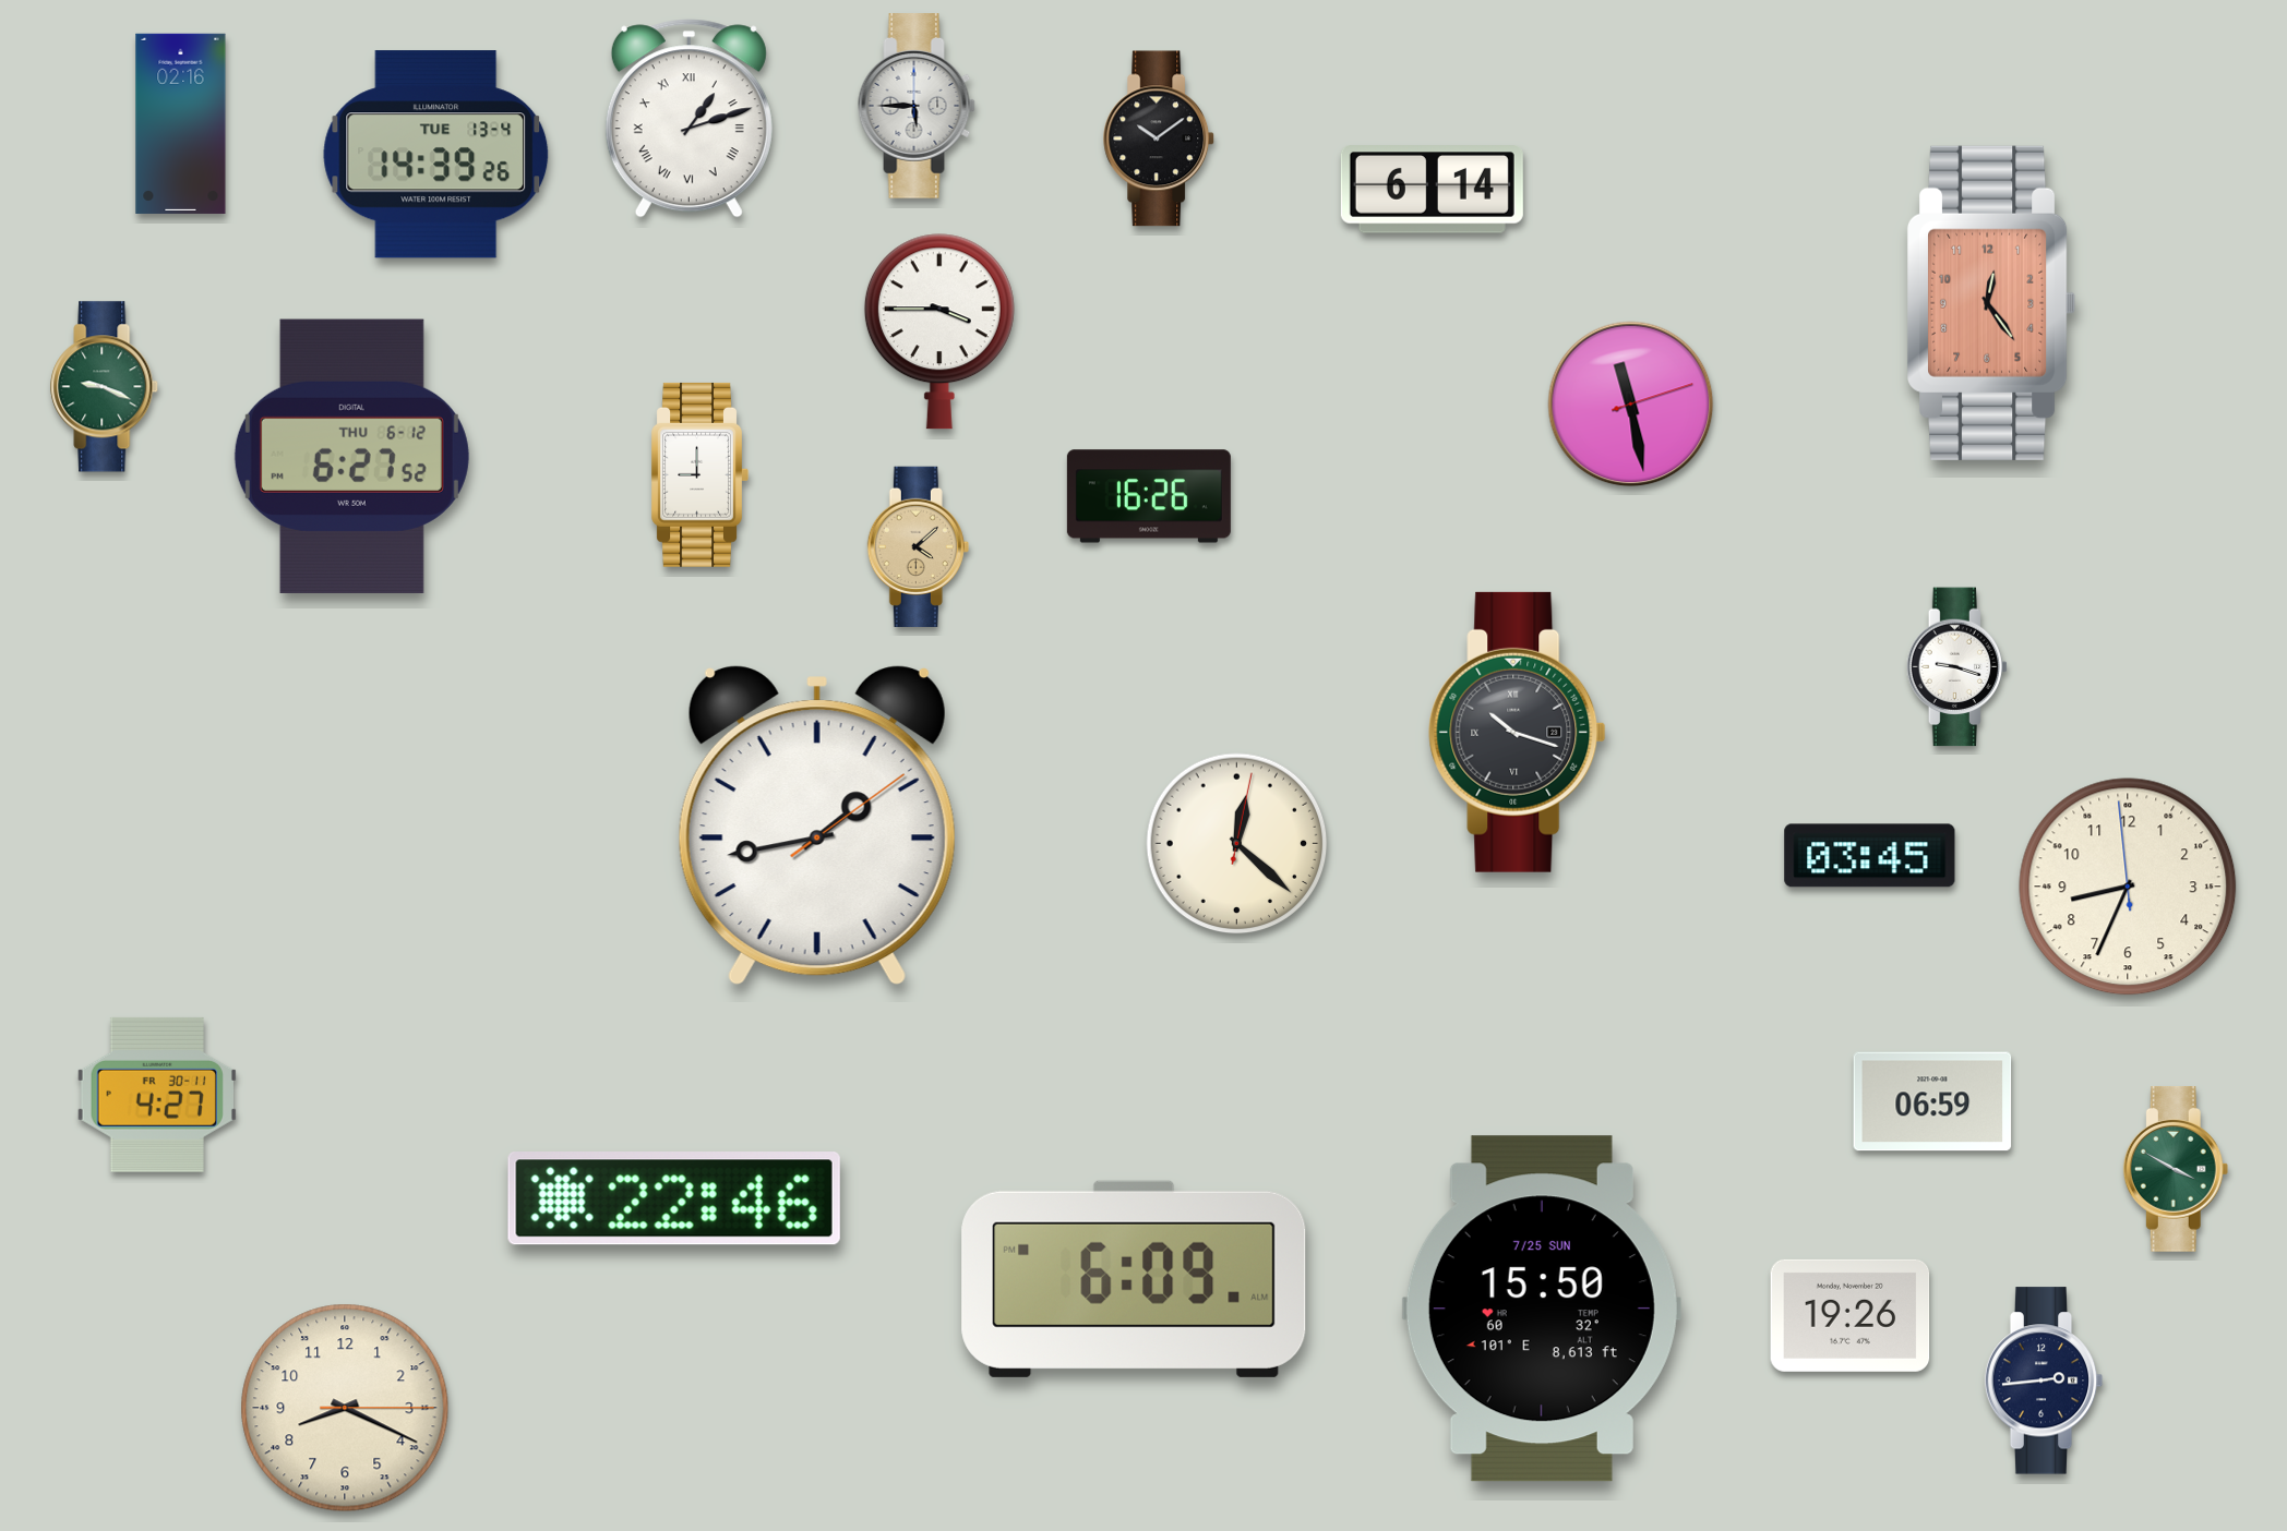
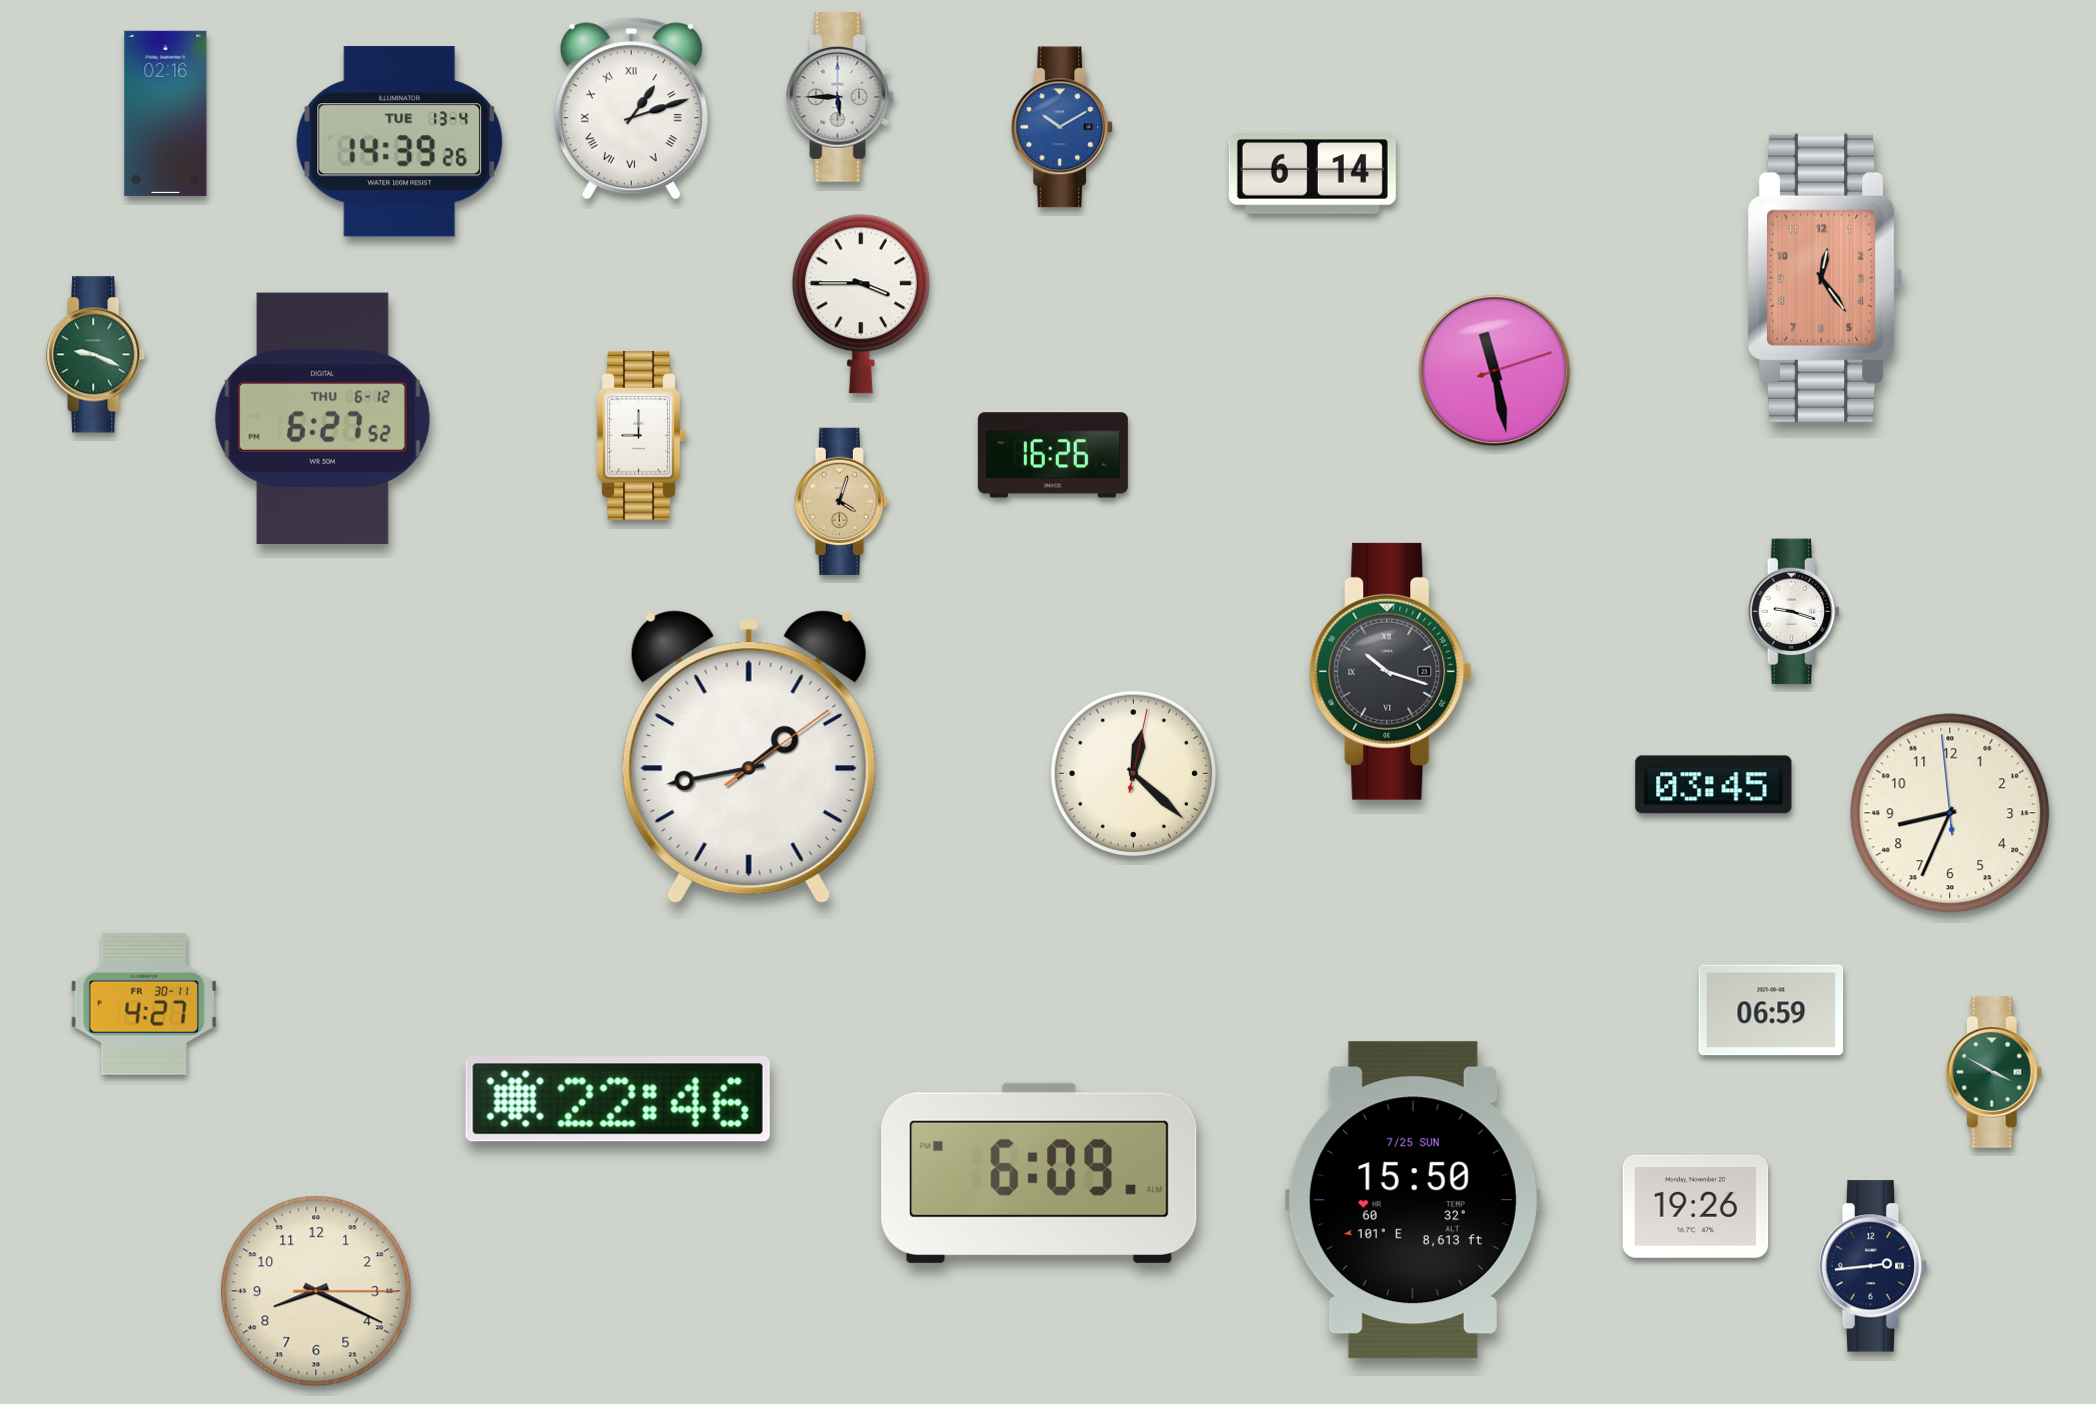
clock at (1160, 138): 10:09 -> 10:10
clock at (1160, 138) dial: black -> blue
clock at (918, 546): 4:08 -> 4:03
